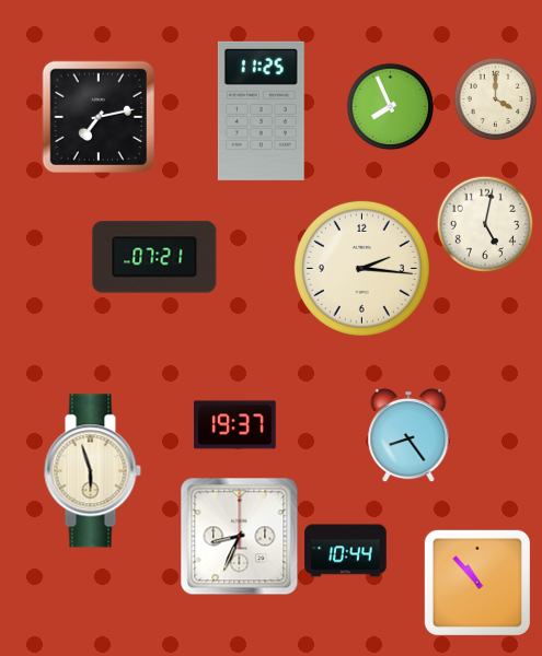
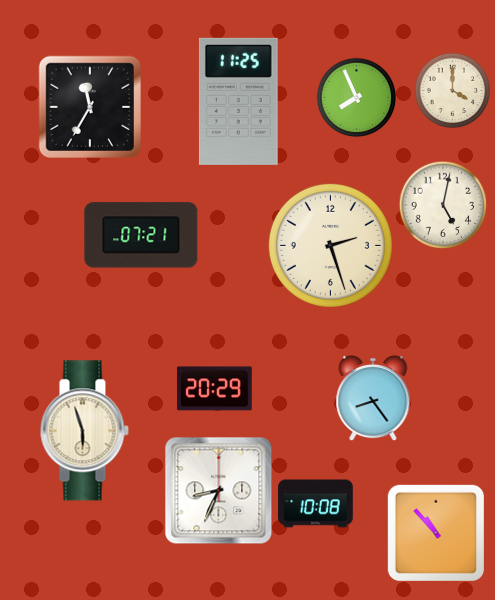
clock at (97, 116): 7:13 -> 11:35
clock at (361, 268): 2:16 -> 2:27
clock at (235, 425): 19:37 -> 20:29
clock at (346, 551): 10:44 -> 10:08
